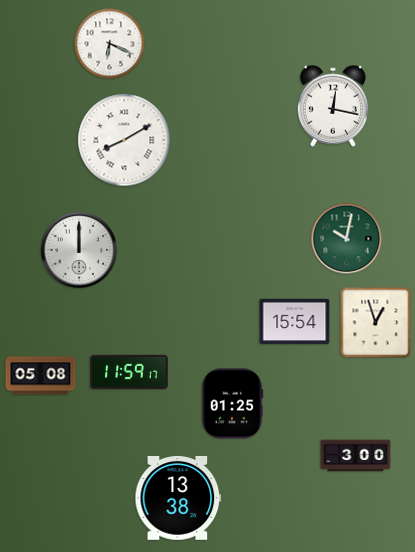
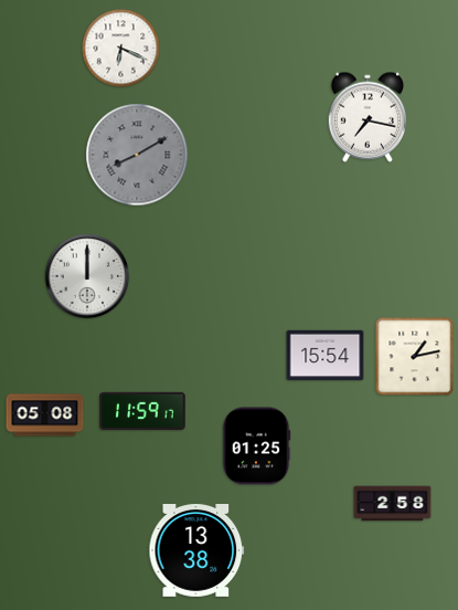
clock at (333, 106): 12:17 -> 7:17
clock at (124, 140) dial: white -> grey
clock at (347, 239): 10:02 -> none
clock at (376, 323): 12:57 -> 1:13
clock at (356, 456): 3:00 -> 2:58
